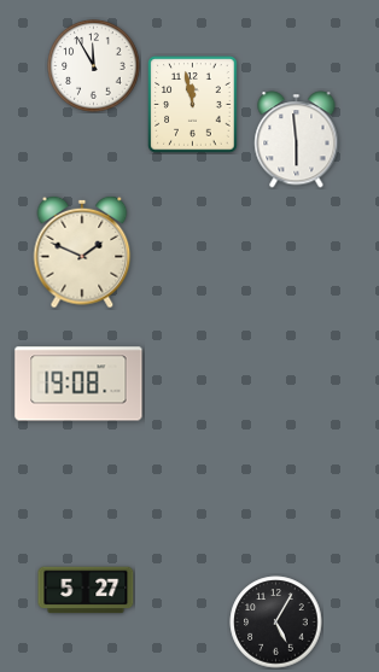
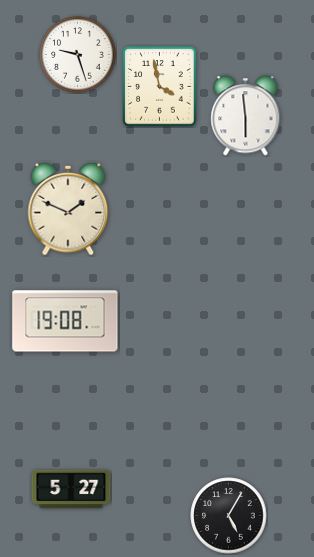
clock at (94, 66): 11:55 -> 9:27
clock at (193, 105): 11:58 -> 3:58
clock at (78, 384) position: (78, 384) -> (65, 321)
